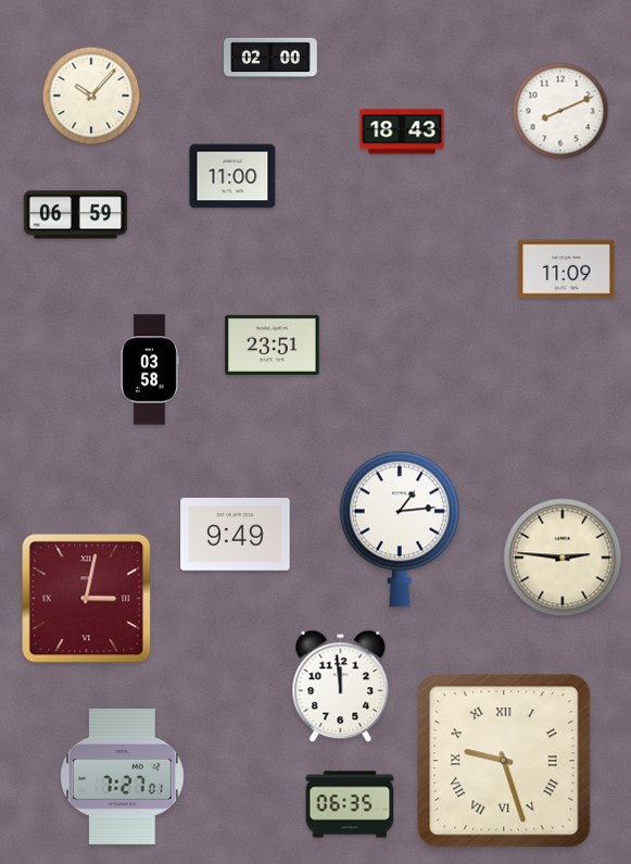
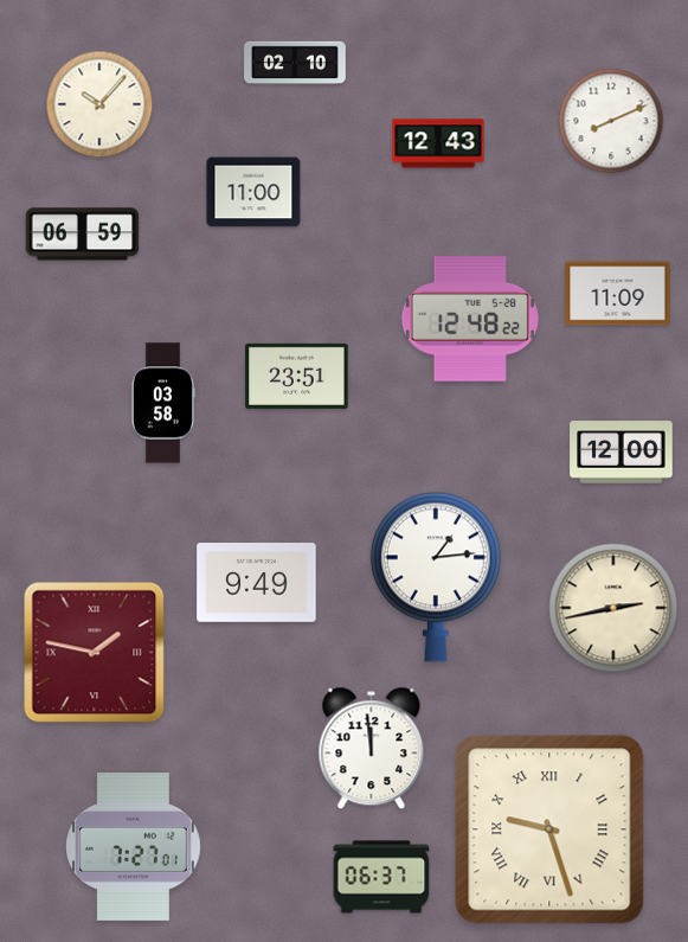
clock at (270, 57): 02:00 -> 02:10
clock at (402, 132): 18:43 -> 12:43
clock at (470, 320): none -> 12:48
clock at (622, 453): none -> 12:00
clock at (563, 558): 2:46 -> 2:43
clock at (87, 599): 3:02 -> 1:47
clock at (350, 804): 06:35 -> 06:37
